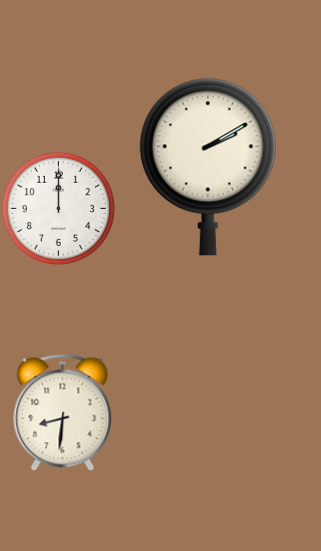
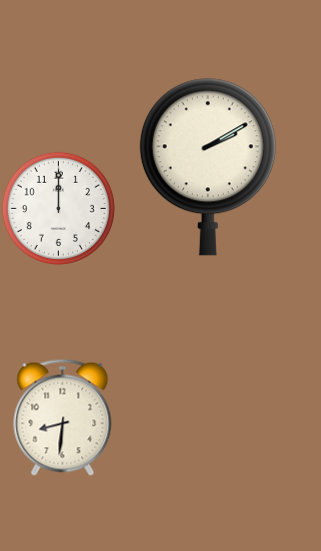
clock at (63, 412) position: (63, 412) -> (63, 417)
